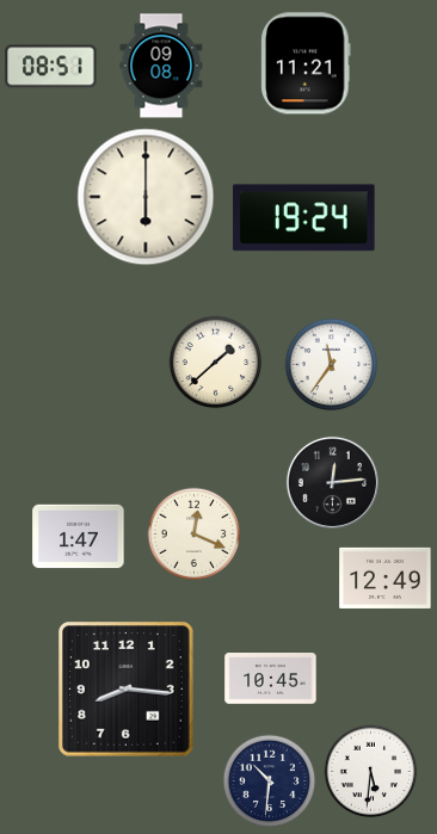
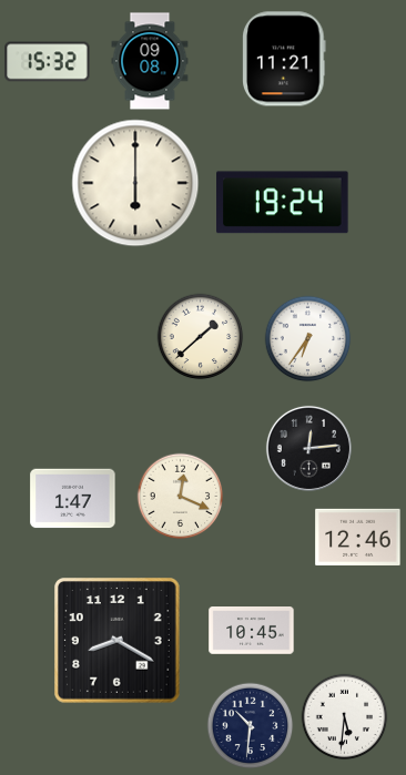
clock at (51, 67): 08:51 -> 15:32
clock at (331, 364): 11:36 -> 6:36
clock at (386, 577): 12:49 -> 12:46
clock at (127, 690): 8:16 -> 8:20
